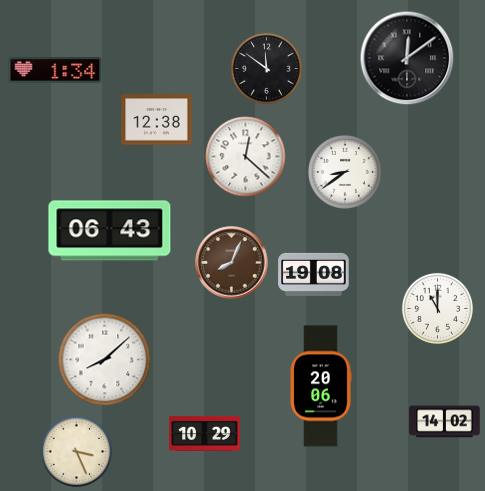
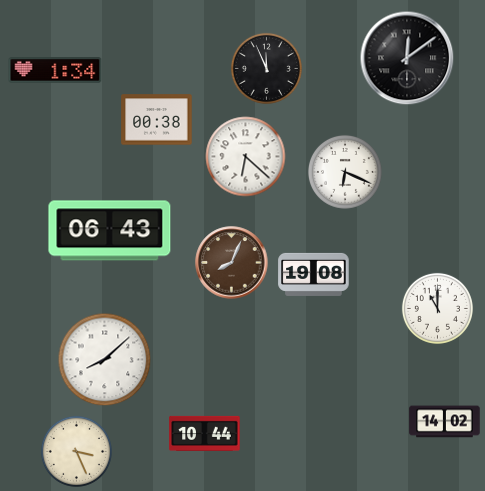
clock at (266, 68): 11:51 -> 11:56
clock at (157, 120): 12:38 -> 00:38
clock at (246, 157): 12:22 -> 6:22
clock at (345, 172): 8:39 -> 6:19
clock at (321, 386): 20:06 -> none
clock at (205, 433): 10:29 -> 10:44
